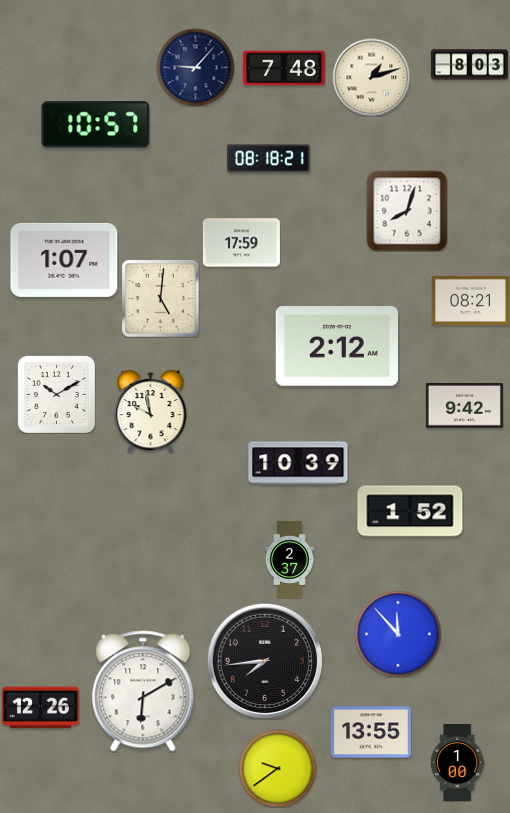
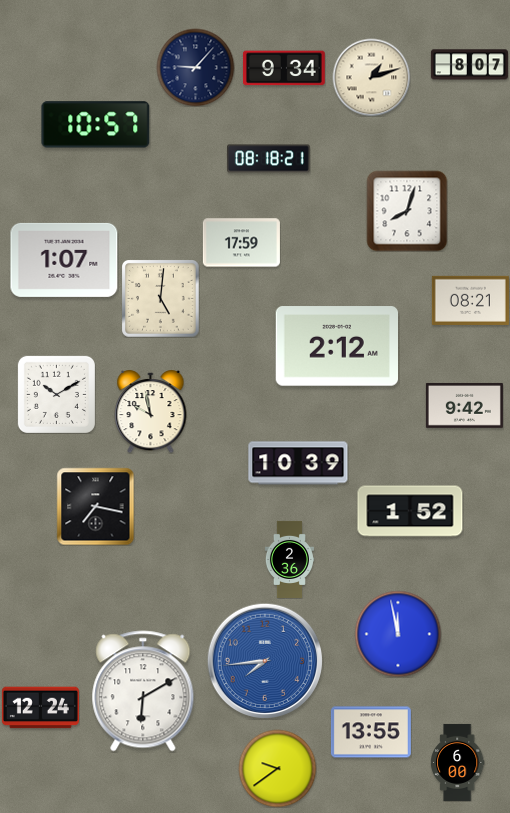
clock at (469, 65): 8:03 -> 8:07
clock at (284, 68): 7:48 -> 9:34
clock at (95, 506): none -> 7:17
clock at (289, 559): 2:37 -> 2:36
clock at (398, 634): 11:53 -> 11:58
clock at (265, 661) dial: black -> blue
clock at (40, 708): 12:26 -> 12:24
clock at (457, 762): 1:00 -> 6:00
